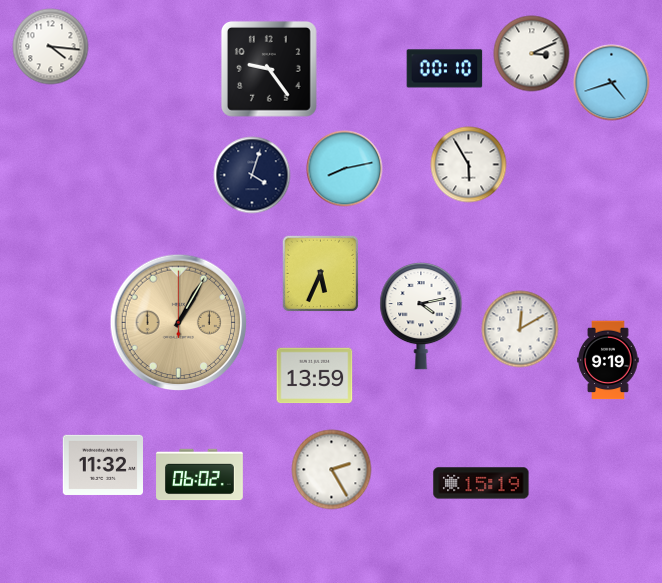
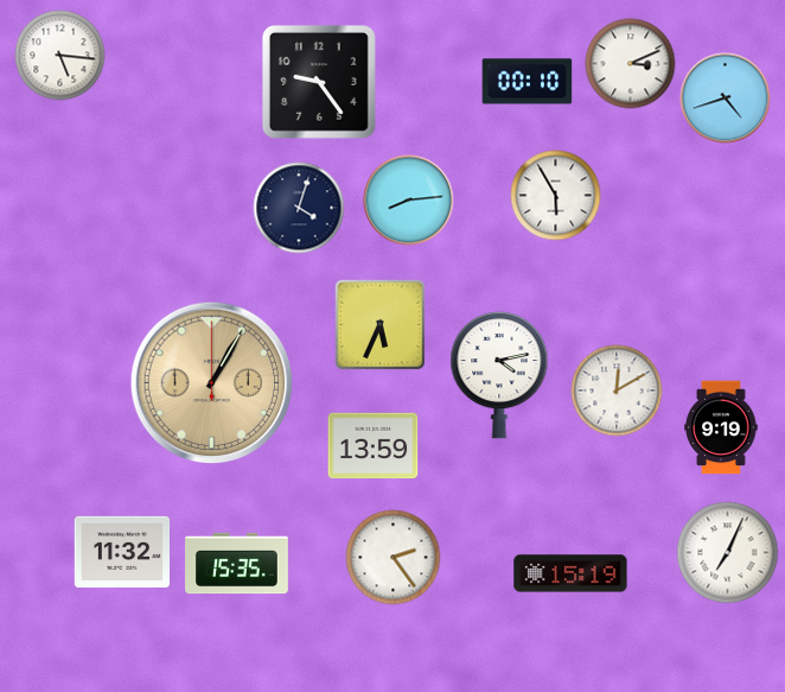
clock at (51, 47): 4:16 -> 5:16
clock at (345, 169): 8:13 -> 8:14
clock at (728, 553): none -> 7:04
clock at (332, 470): 2:25 -> 2:24
clock at (200, 475): 06:02 -> 15:35
